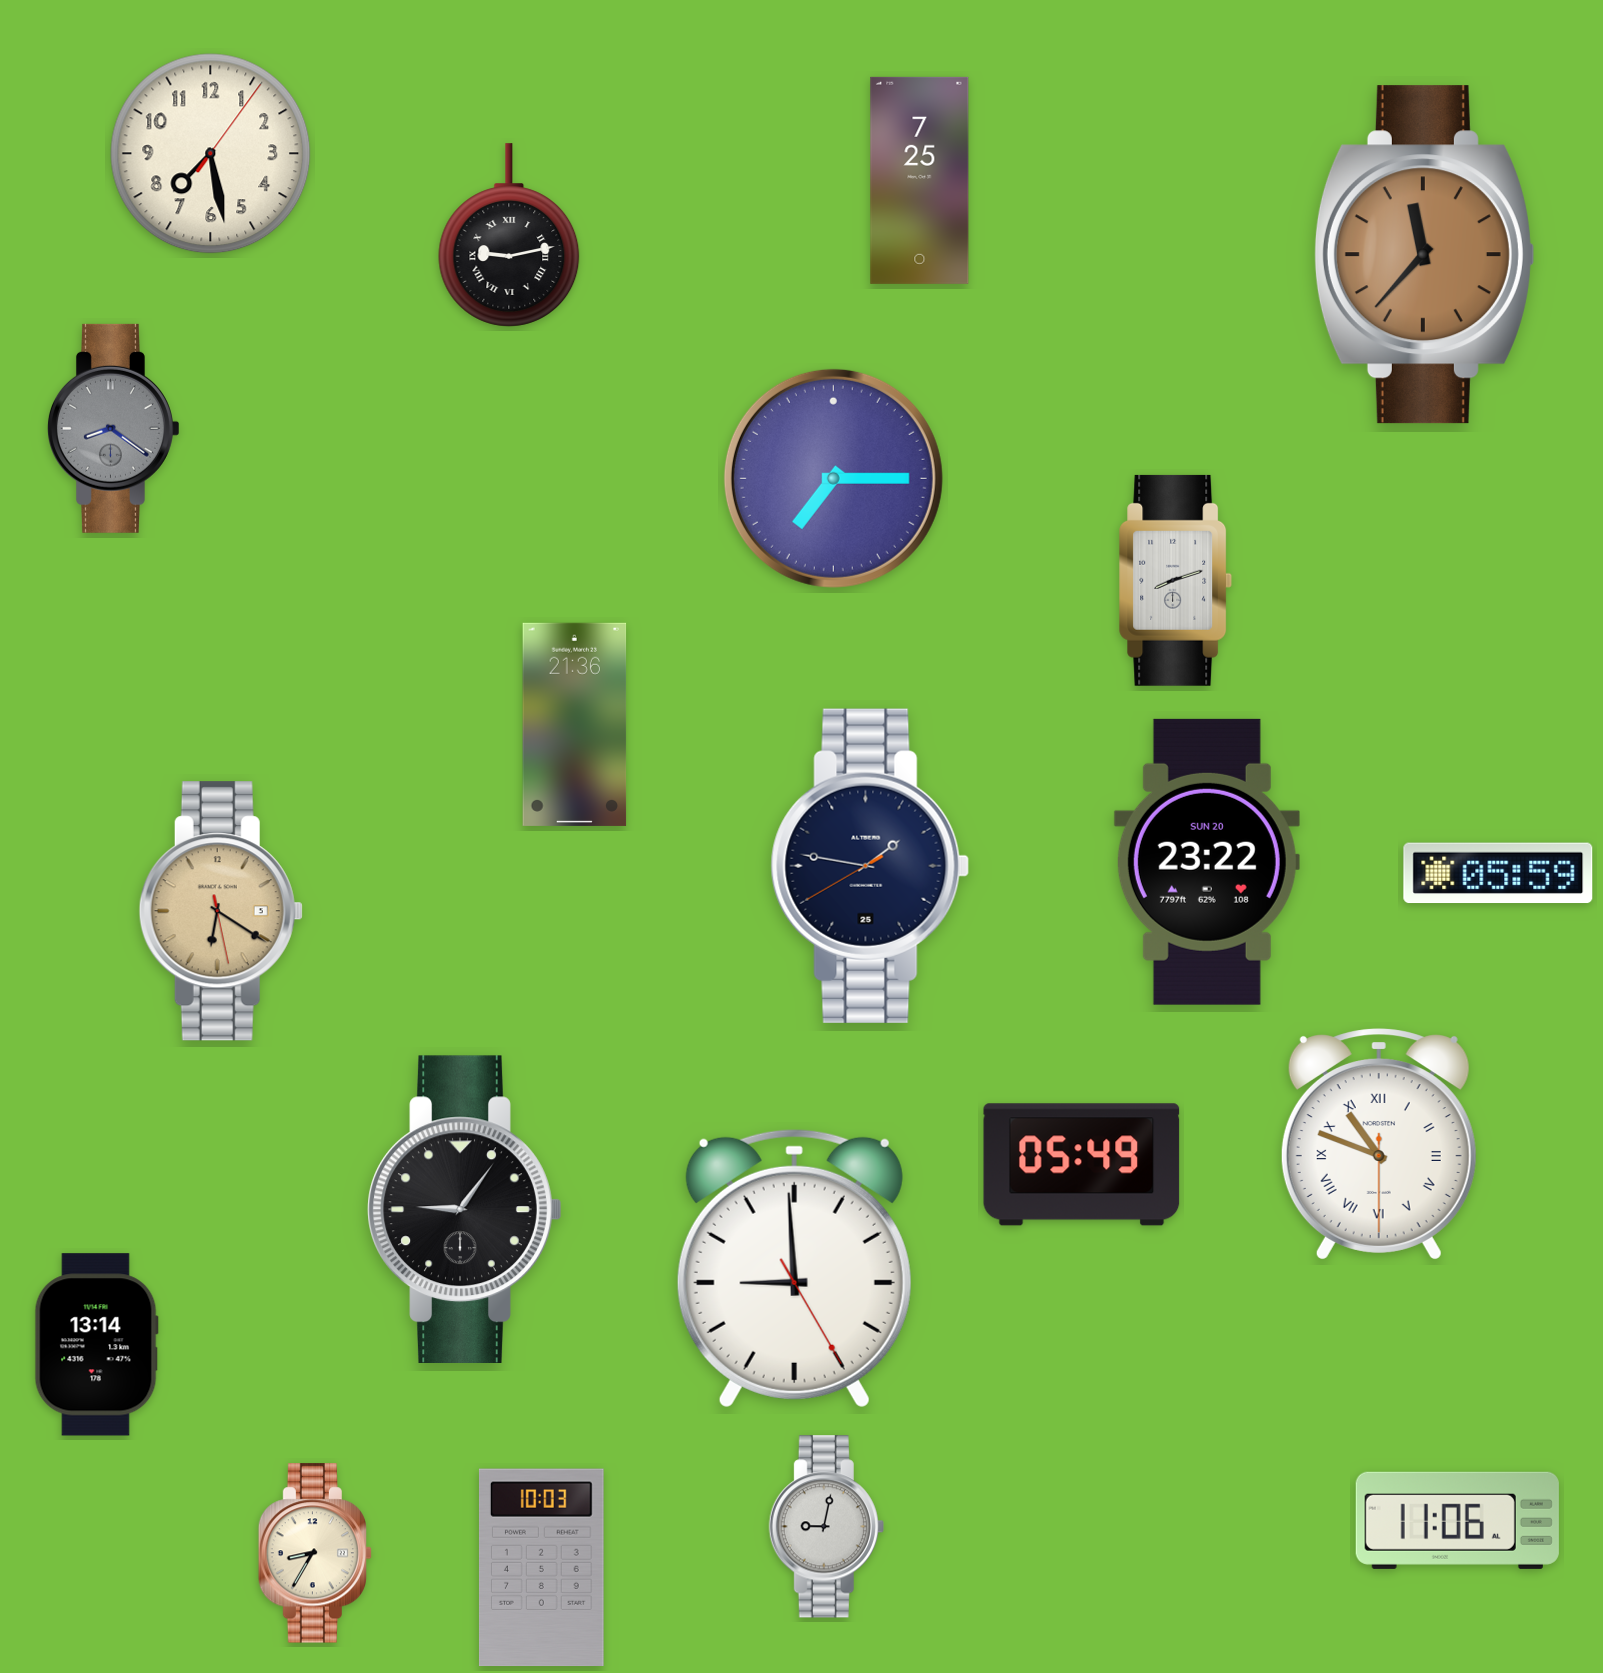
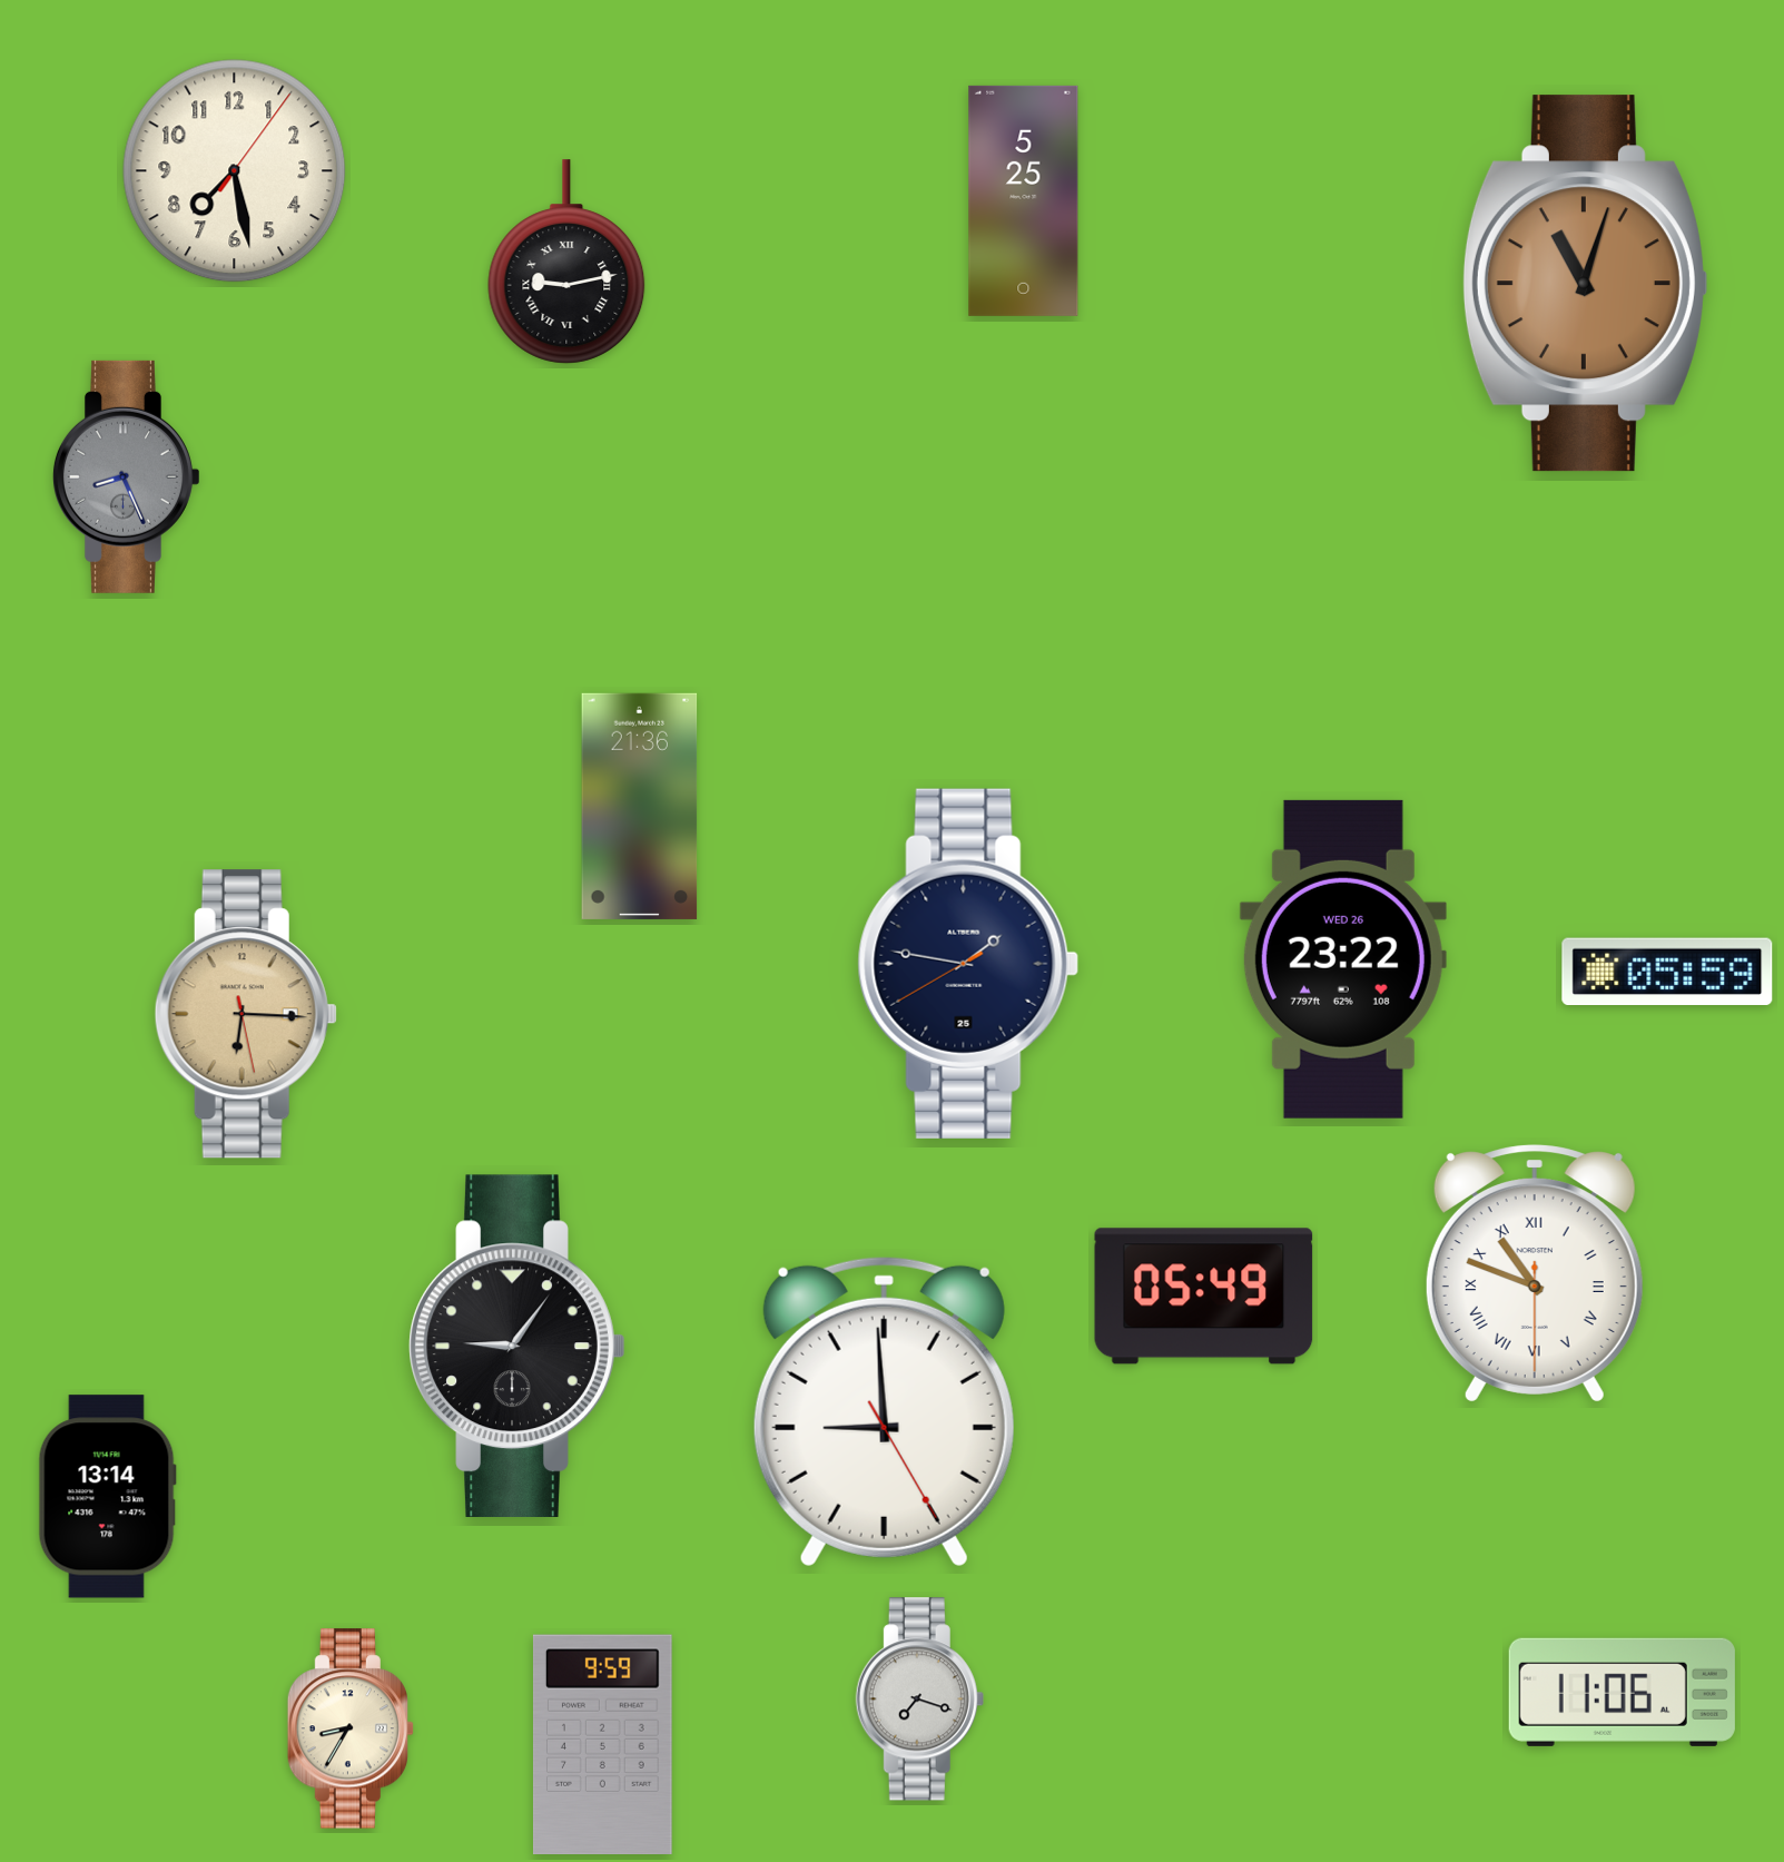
clock at (920, 180): 7:25 -> 5:25
clock at (1424, 255): 11:37 -> 11:03
clock at (113, 428): 8:21 -> 8:26
clock at (833, 478): 7:15 -> none
clock at (1176, 580): 8:12 -> none
clock at (1207, 862) date: SUN 20 -> WED 26
clock at (221, 911): 6:20 -> 6:15
clock at (826, 1527): 9:02 -> 7:18
clock at (541, 1568): 10:03 -> 9:59
